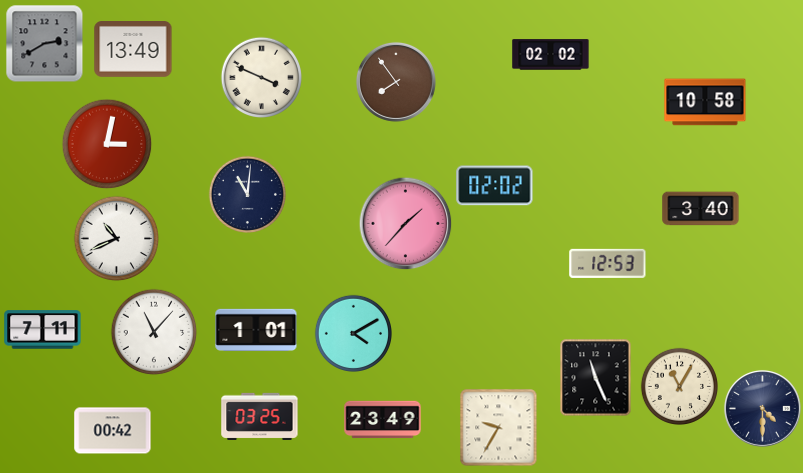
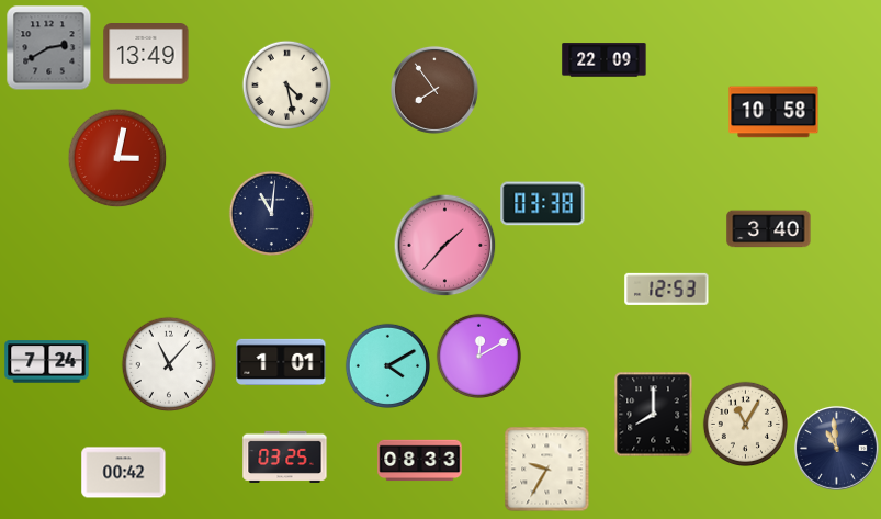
clock at (551, 55): 02:02 -> 22:09
clock at (261, 77): 3:49 -> 4:28
clock at (495, 186): 02:02 -> 03:38
clock at (116, 238): 10:41 -> none
clock at (478, 356): none -> 12:10
clock at (43, 330): 7:11 -> 7:24
clock at (596, 377): 11:26 -> 8:00
clock at (762, 408): 4:30 -> 10:59
clock at (383, 420): 23:49 -> 08:33
